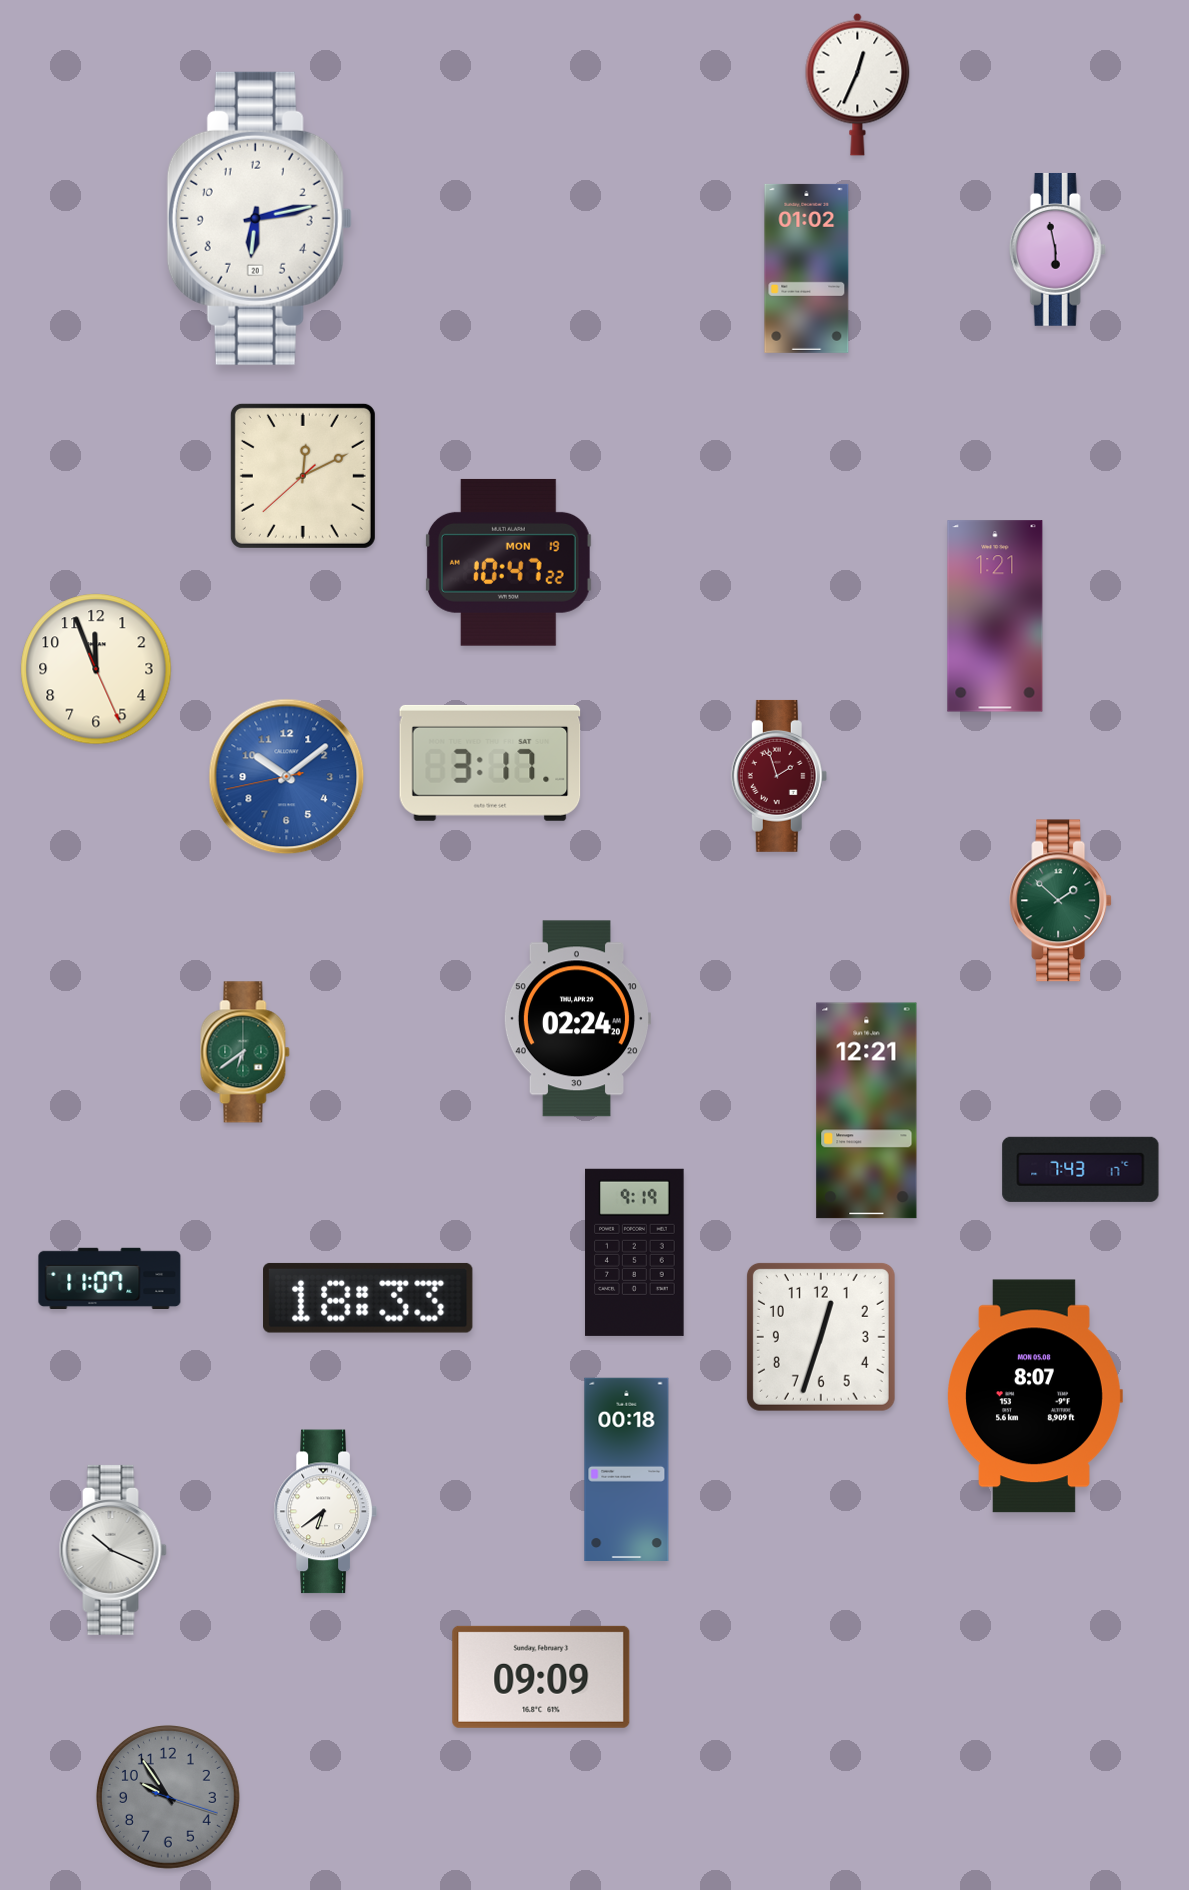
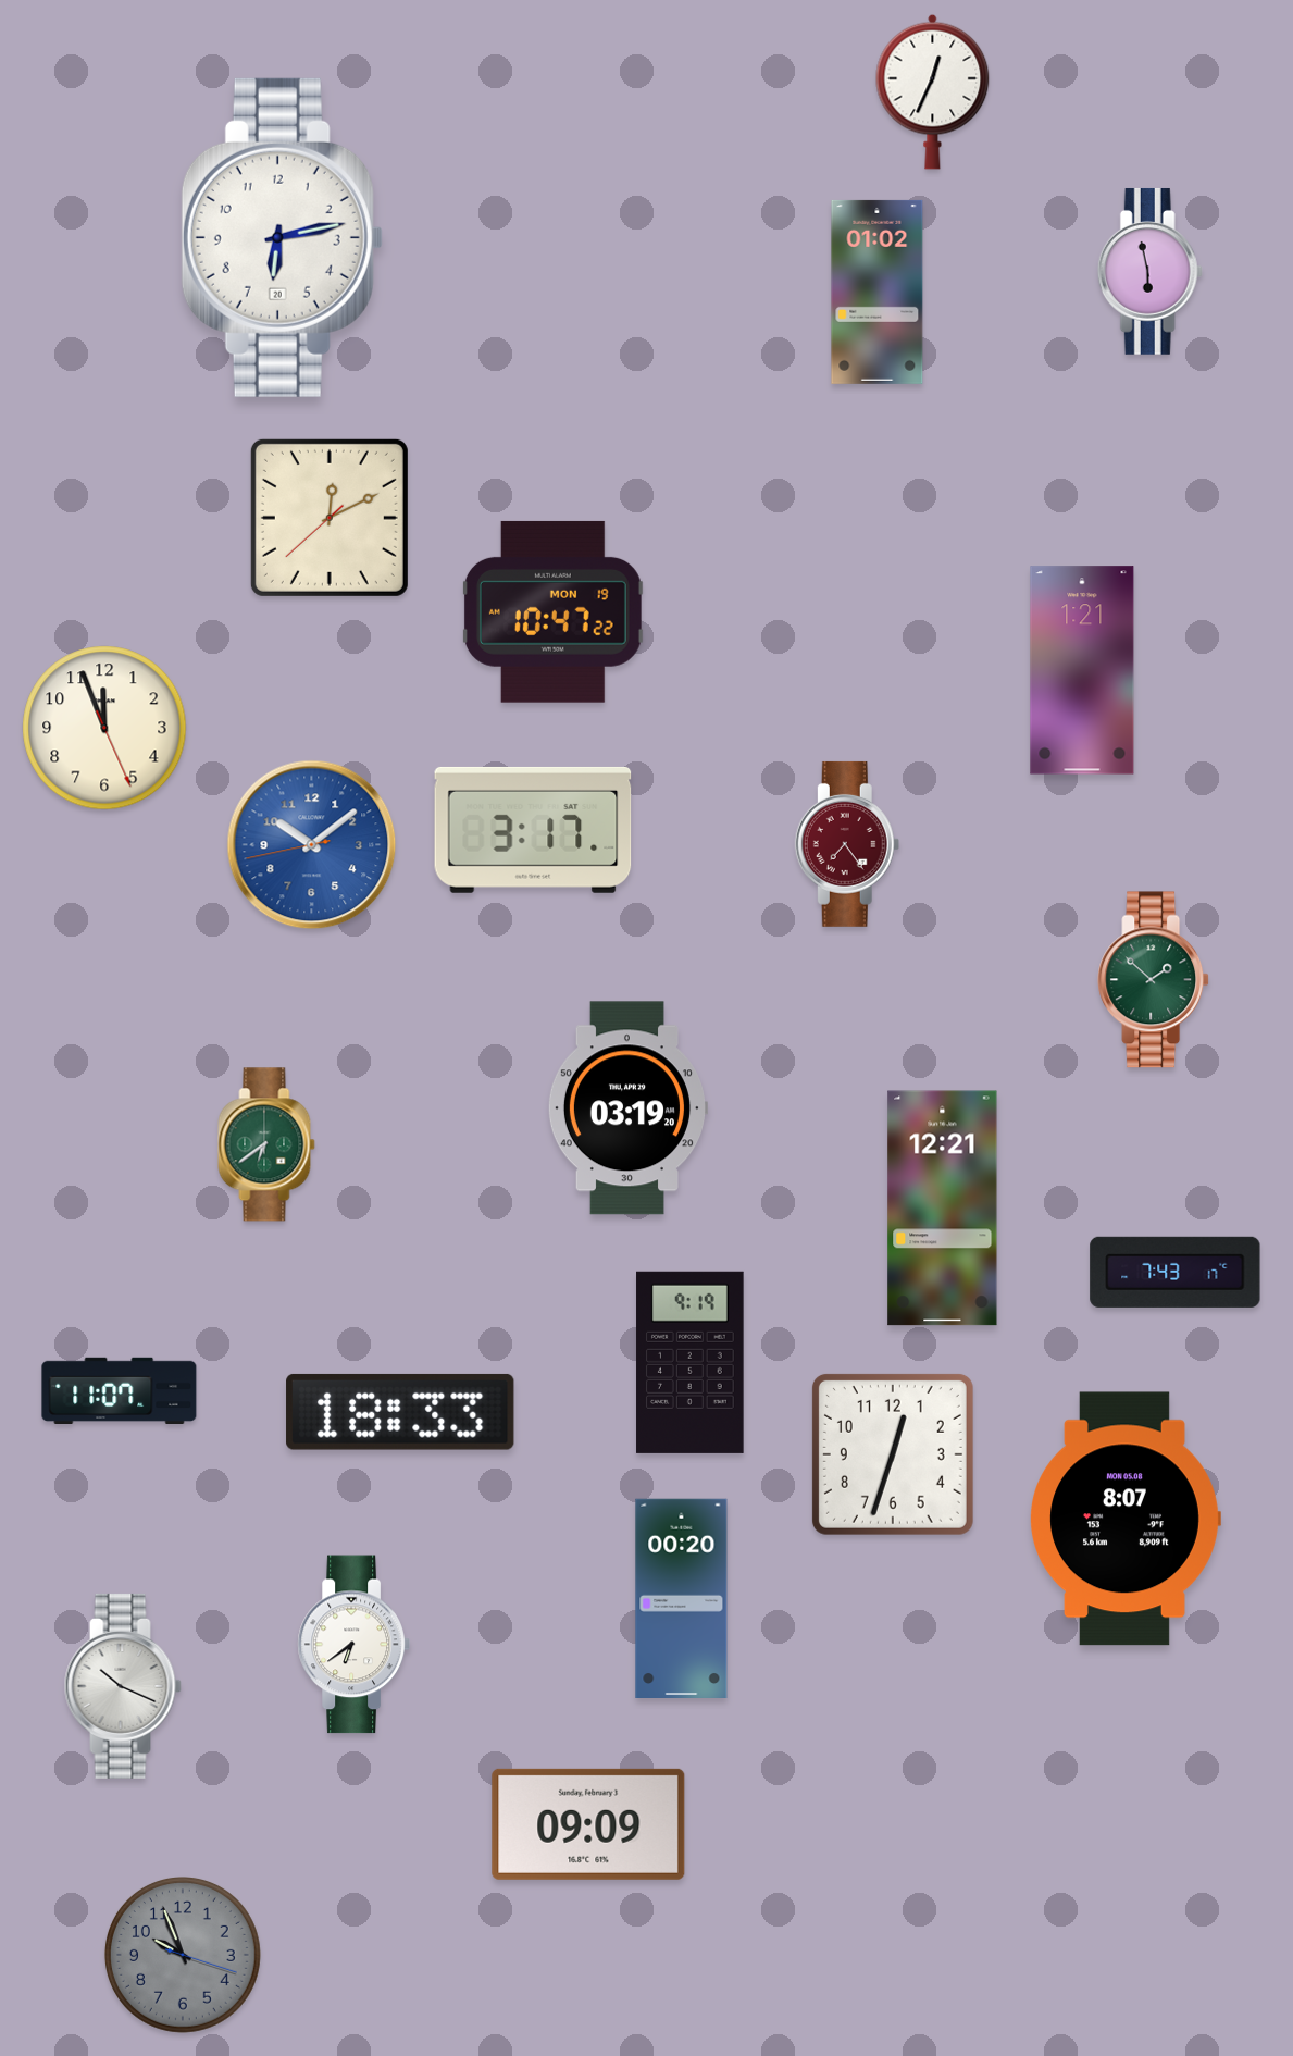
clock at (779, 776): 1:57 -> 7:24
clock at (576, 1019): 02:24 -> 03:19
clock at (627, 1469): 00:18 -> 00:20
clock at (168, 1797): 9:54 -> 9:56
